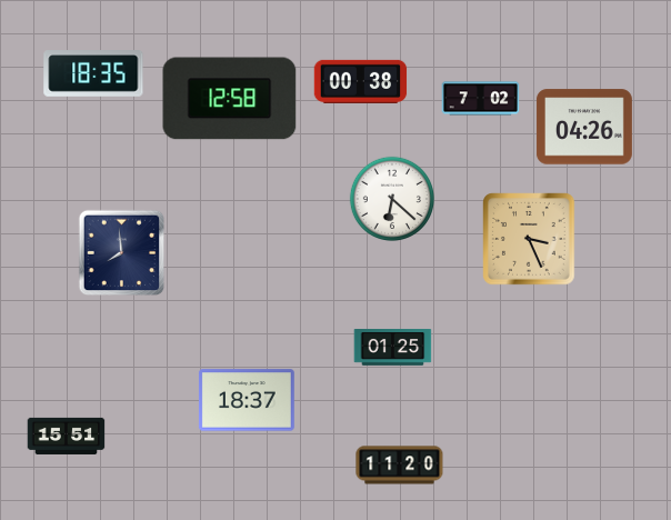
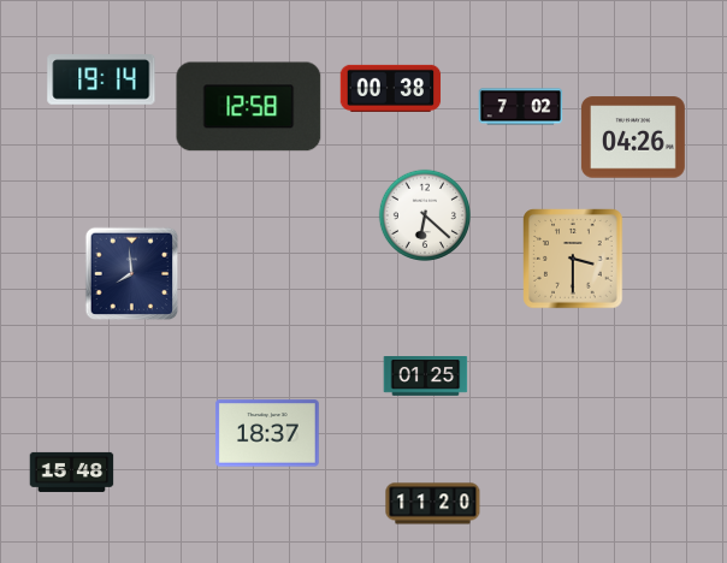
clock at (93, 73): 18:35 -> 19:14
clock at (529, 239): 3:26 -> 3:30
clock at (67, 436): 15:51 -> 15:48
